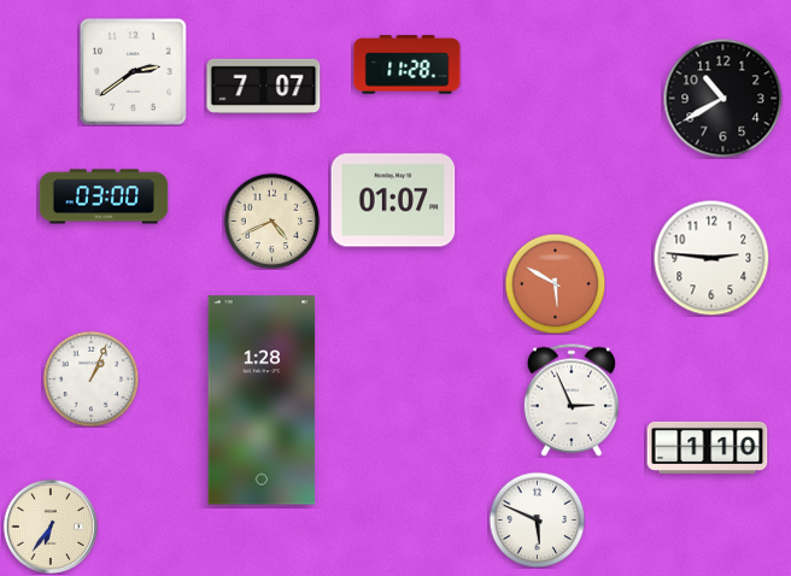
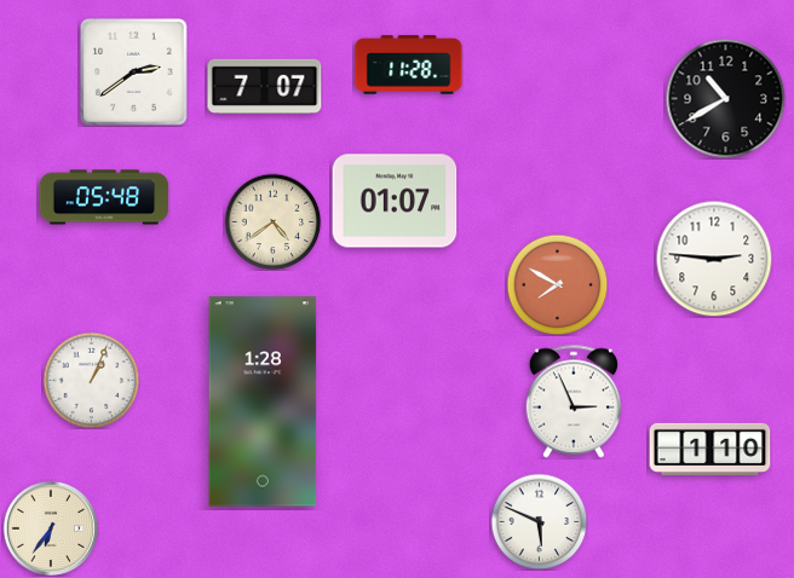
clock at (104, 196): 03:00 -> 05:48
clock at (271, 221): 4:41 -> 4:39
clock at (555, 283): 5:50 -> 7:50
